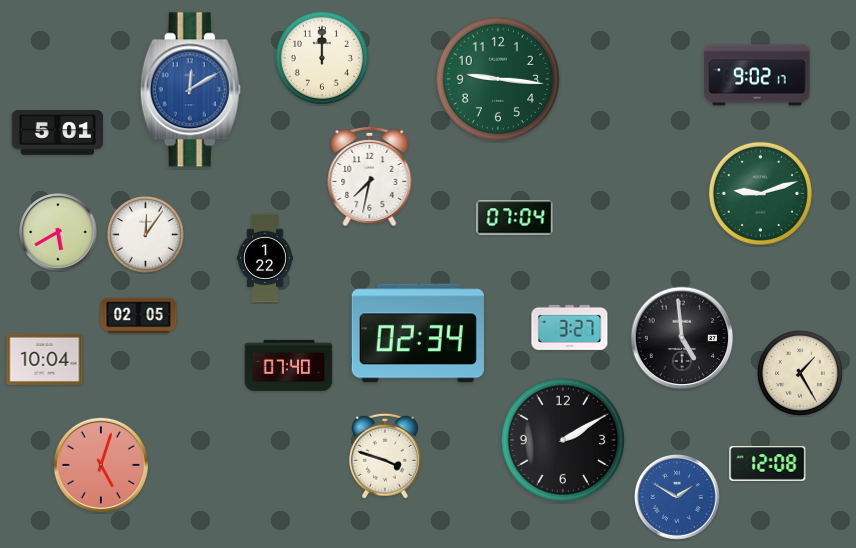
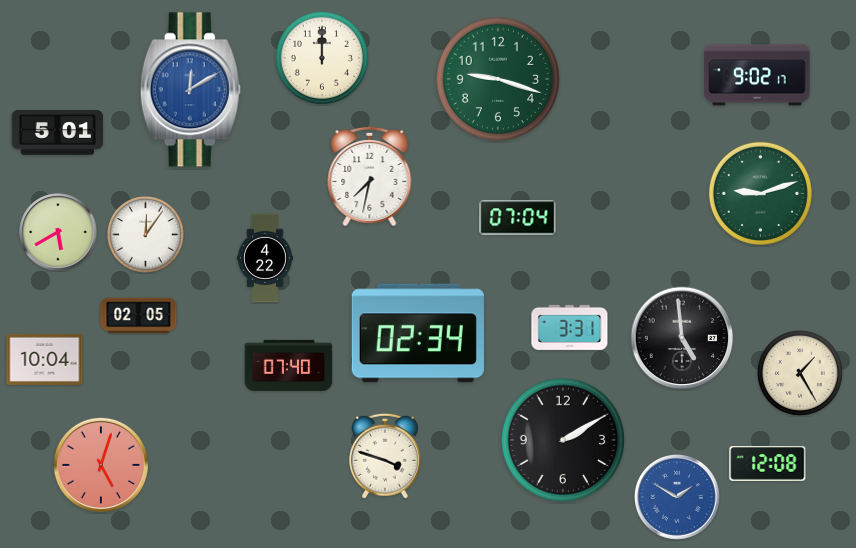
clock at (497, 78): 9:16 -> 9:18
clock at (515, 218) position: (515, 218) -> (518, 218)
clock at (265, 258): 1:22 -> 4:22
clock at (570, 327): 3:27 -> 3:31
